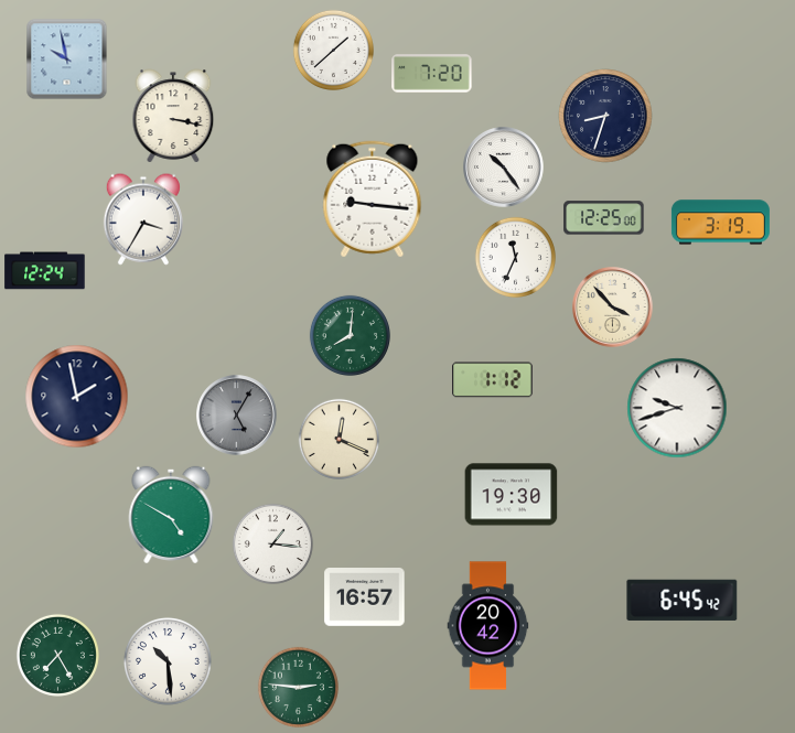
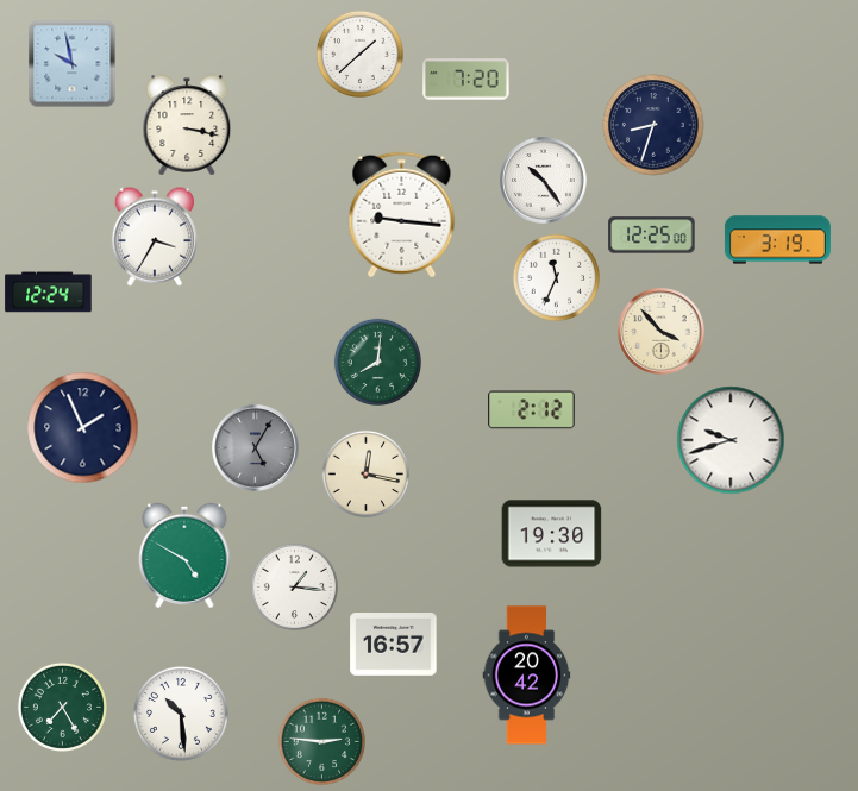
clock at (493, 380): 1:12 -> 2:12
clock at (77, 397): 1:58 -> 1:56
clock at (339, 439): 12:19 -> 12:17
clock at (683, 600): 6:45 -> none
